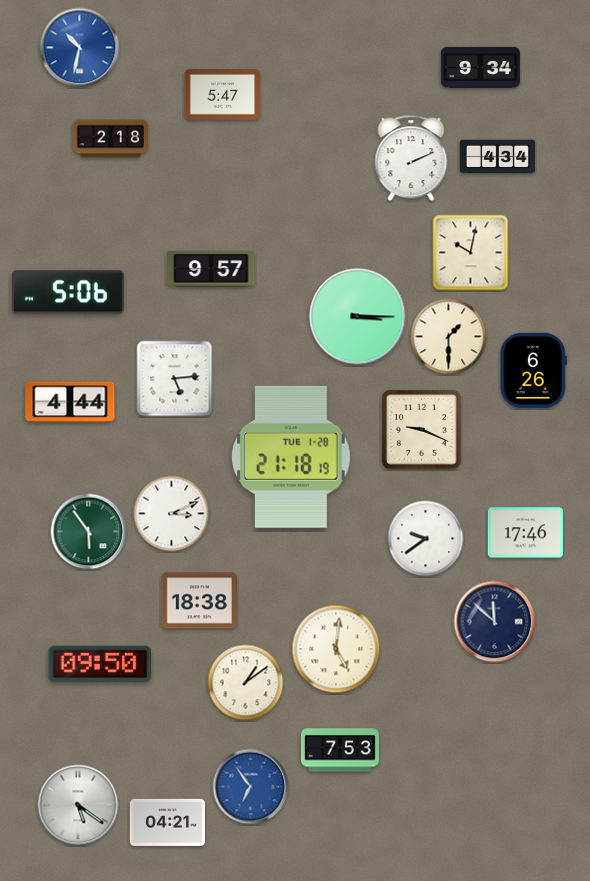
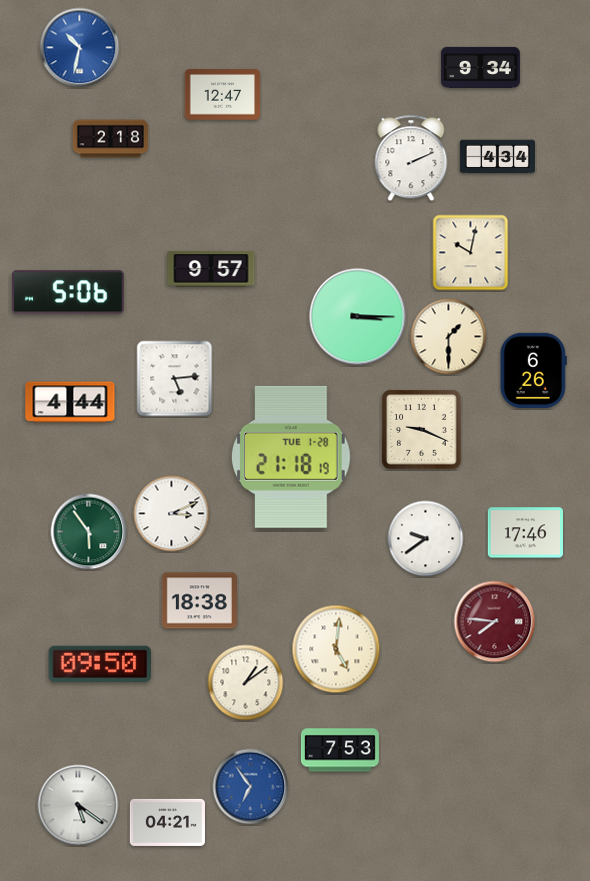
clock at (222, 95): 5:47 -> 12:47
clock at (495, 622): 11:52 -> 7:46
clock at (495, 622) dial: navy -> burgundy
